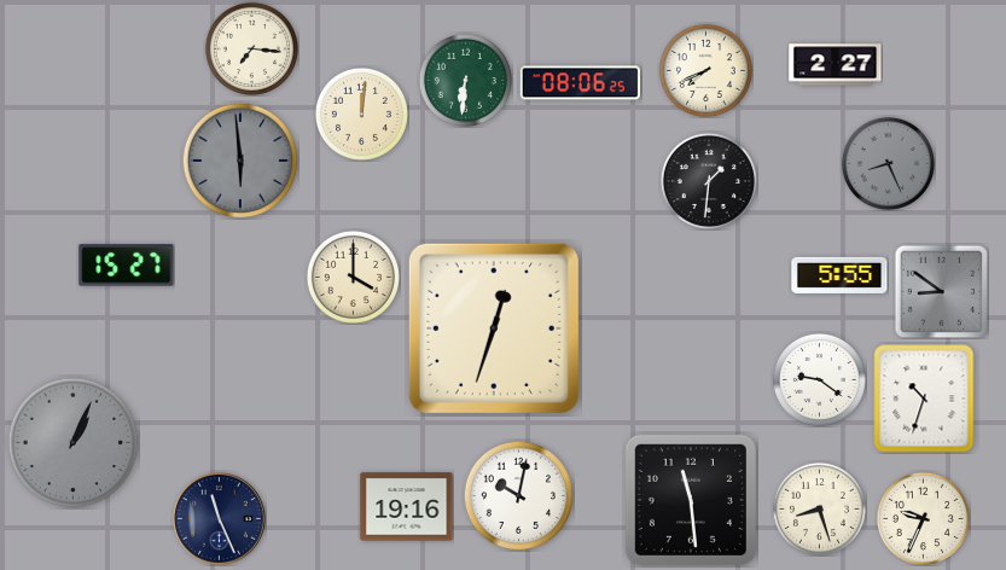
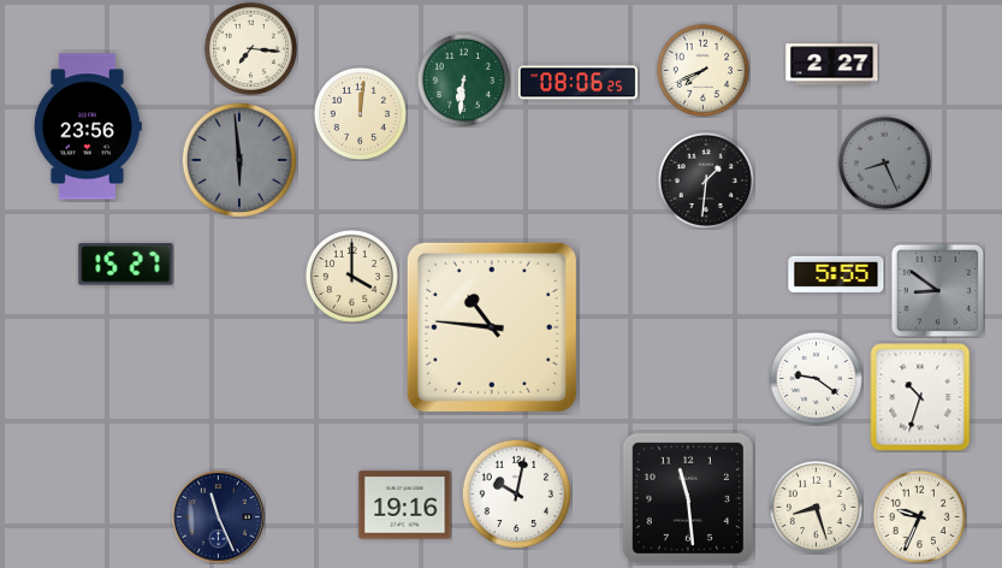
clock at (88, 126): none -> 23:56
clock at (494, 328): 12:33 -> 10:46
clock at (74, 443): 1:04 -> none
